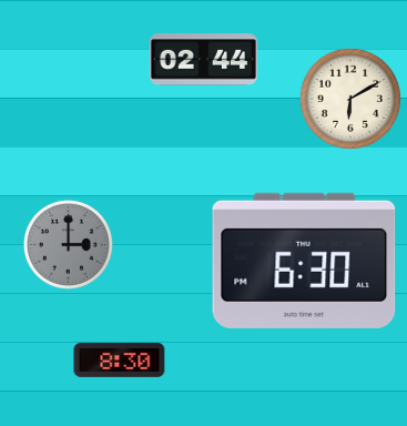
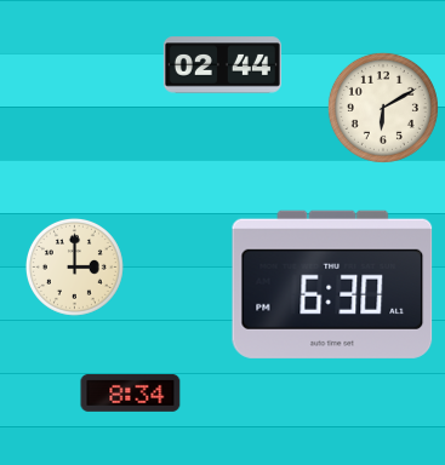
clock at (68, 244) dial: grey -> cream
clock at (120, 359): 8:30 -> 8:34
